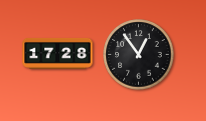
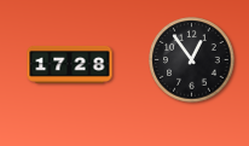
clock at (139, 55) position: (139, 55) -> (192, 60)
